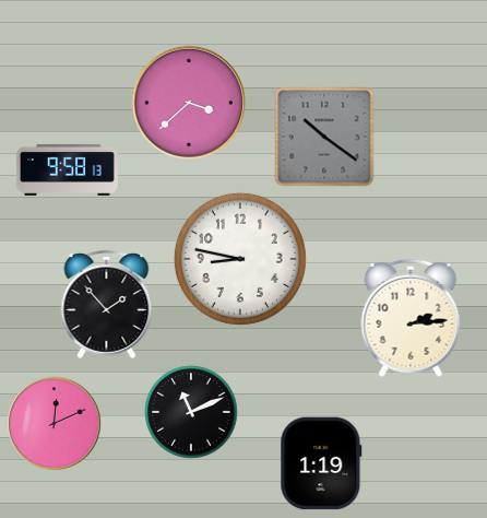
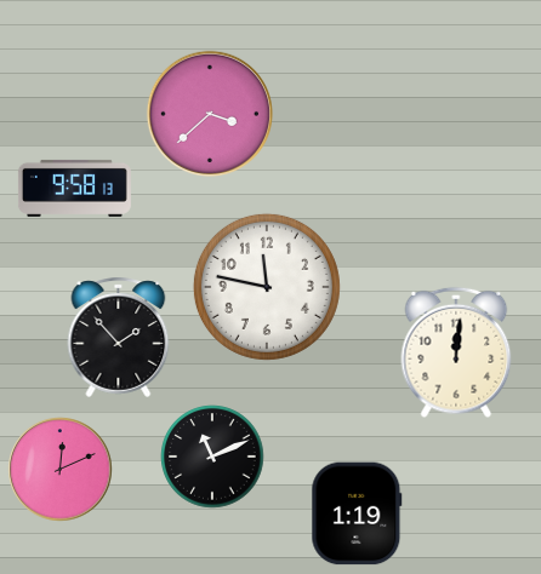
clock at (324, 137): 10:21 -> none
clock at (240, 259): 8:47 -> 11:47
clock at (411, 318): 2:14 -> 12:01
